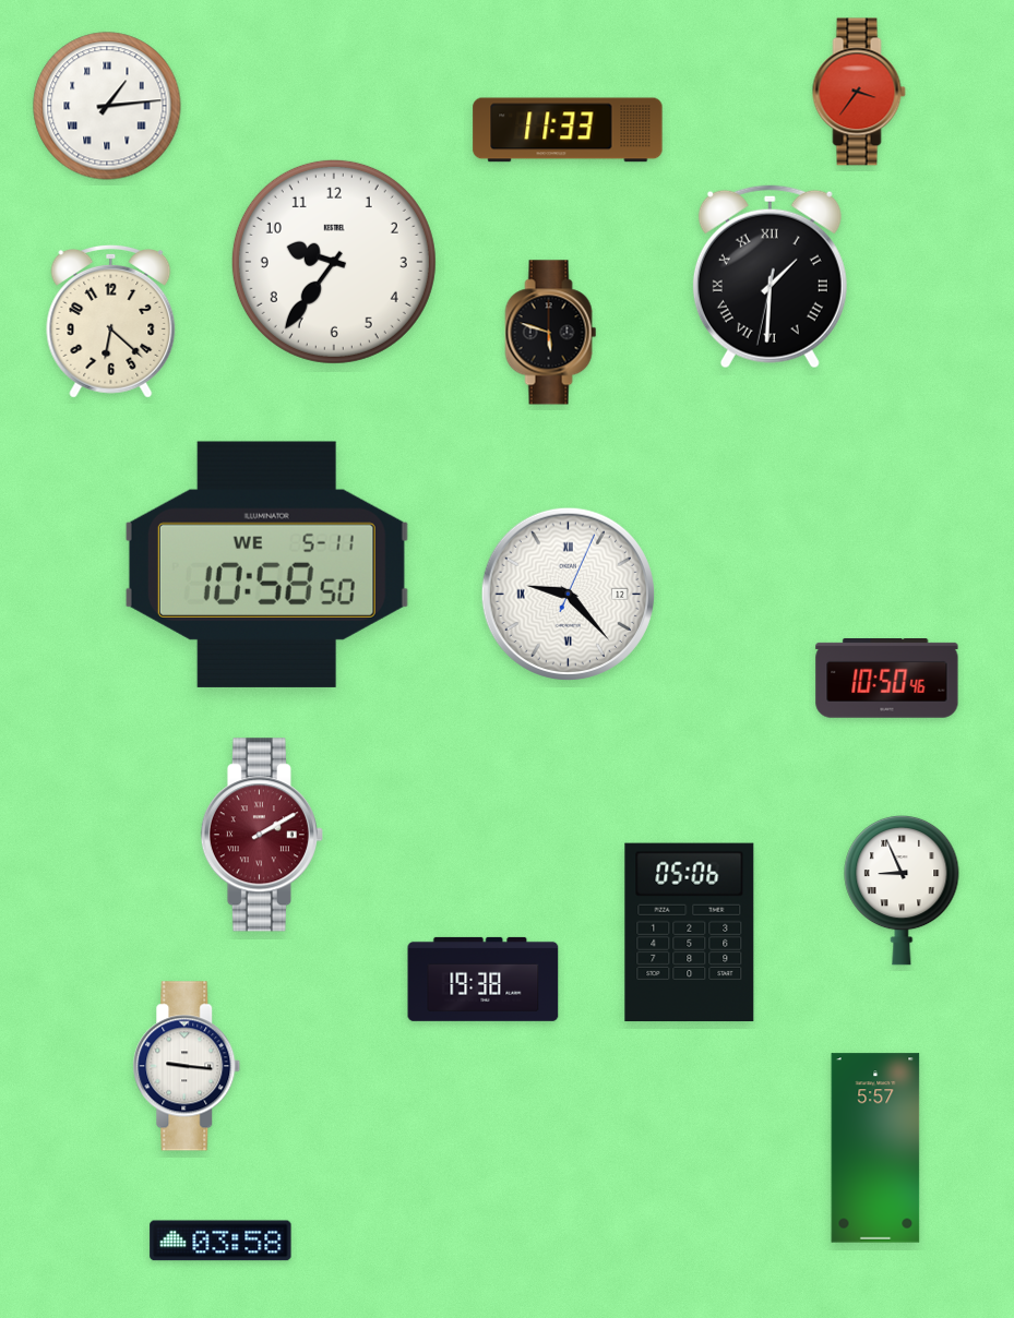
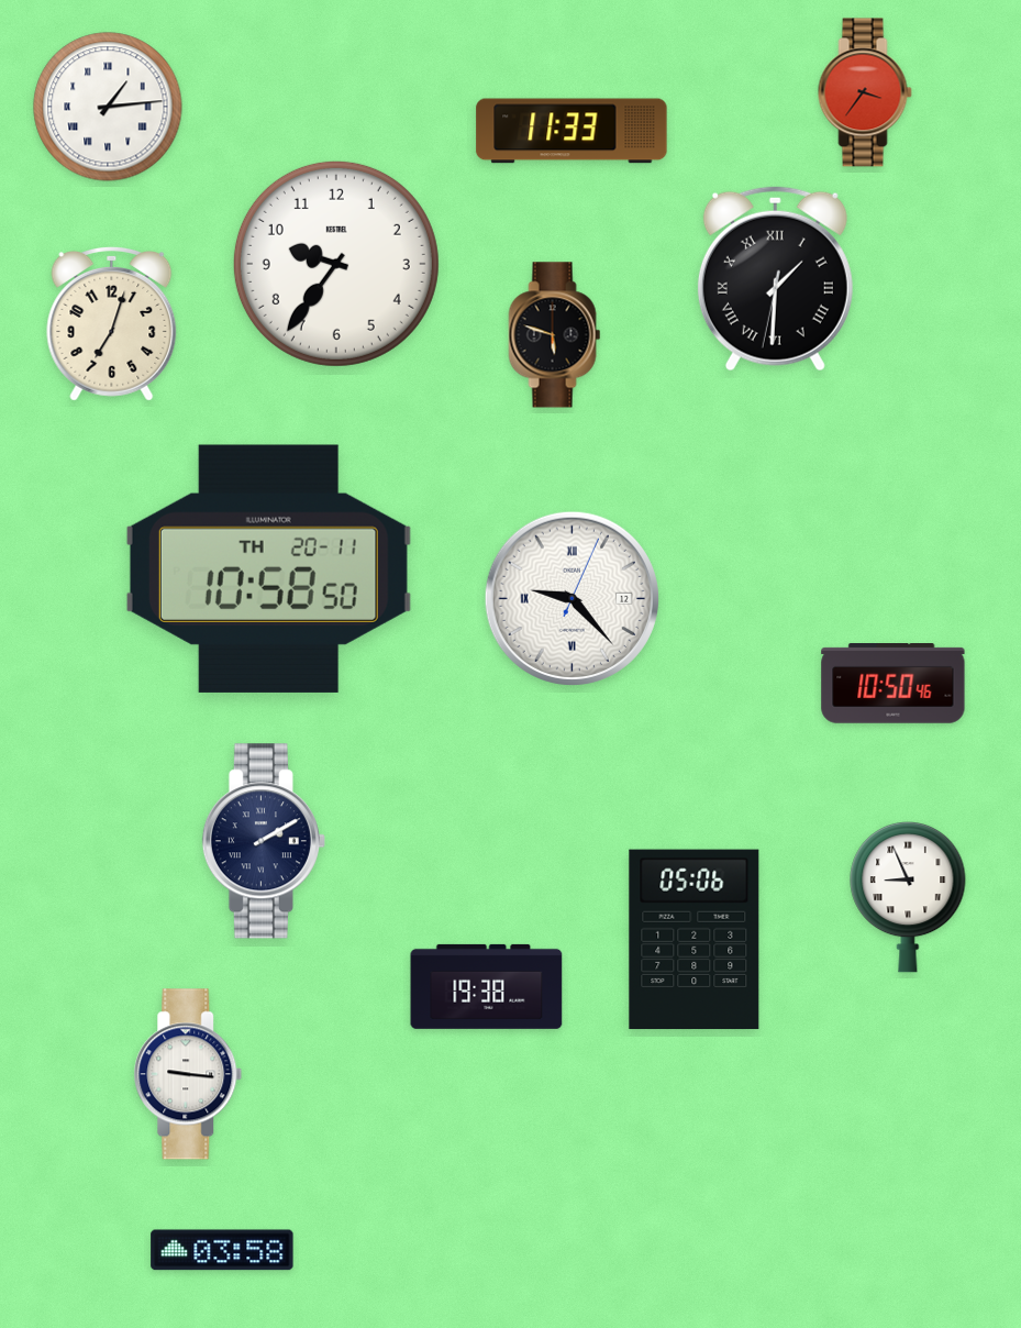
clock at (111, 321): 6:22 -> 7:03
clock at (266, 564) date: WE 5-11 -> TH 20-11
clock at (262, 835) dial: burgundy -> navy
clock at (875, 1148): 5:57 -> none
